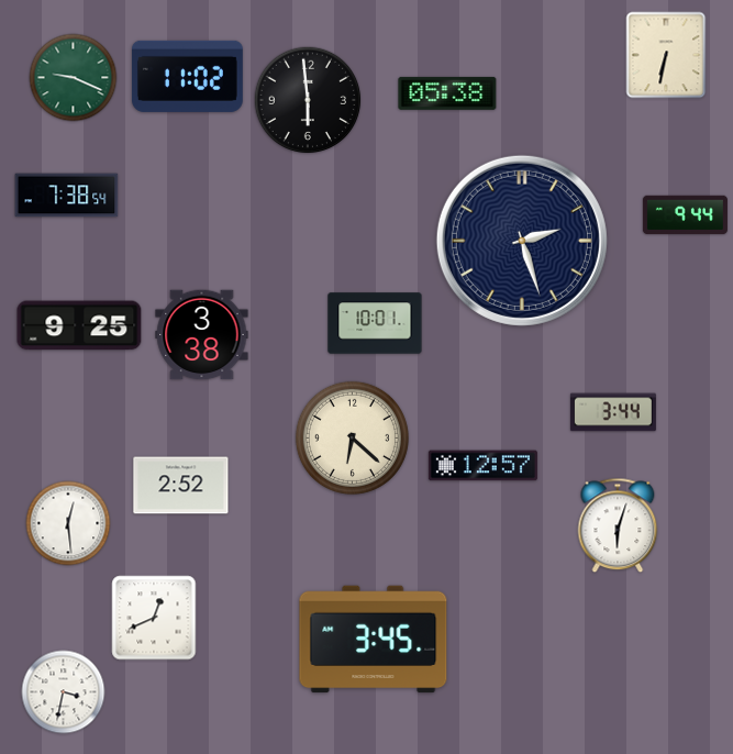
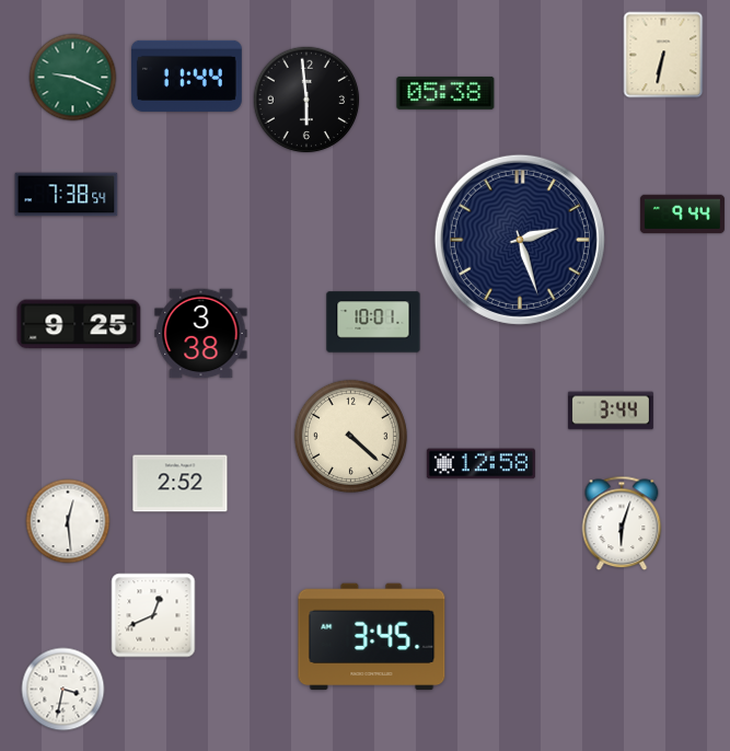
clock at (187, 76): 11:02 -> 11:44
clock at (352, 437): 6:22 -> 4:22
clock at (482, 466): 12:57 -> 12:58
clock at (618, 525) position: (618, 525) -> (622, 523)
